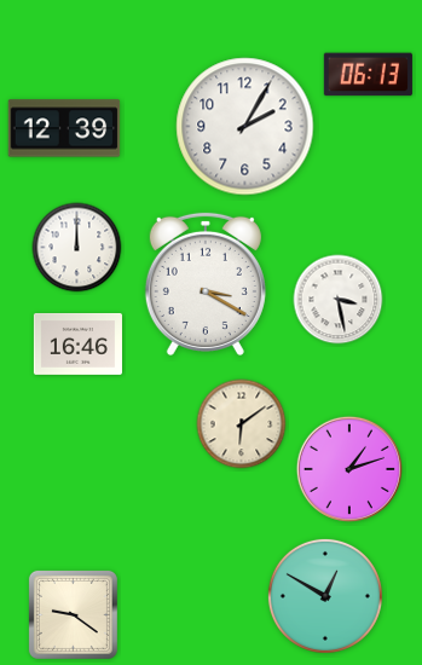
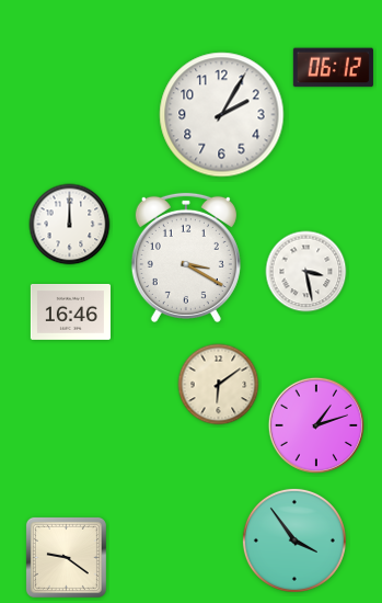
clock at (368, 75): 06:13 -> 06:12
clock at (64, 128): 12:39 -> none
clock at (325, 596): 12:50 -> 3:54
